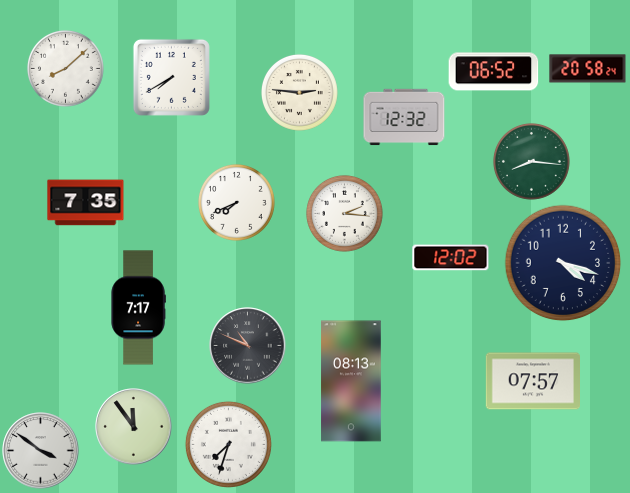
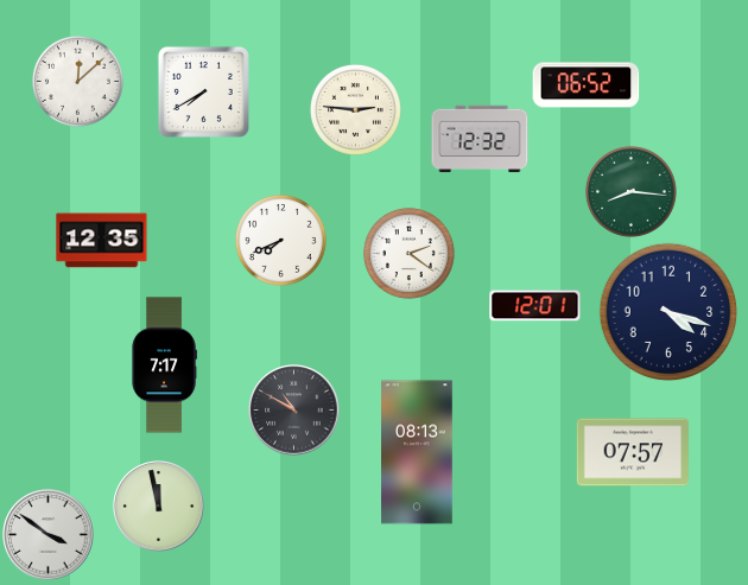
clock at (65, 68): 8:08 -> 12:08
clock at (588, 69): 20:58 -> none
clock at (86, 203): 7:35 -> 12:35
clock at (344, 213): 2:16 -> 2:21
clock at (451, 258): 12:02 -> 12:01
clock at (248, 346): 10:49 -> 10:50
clock at (134, 427): 11:54 -> 11:58
clock at (228, 444): 7:33 -> none
